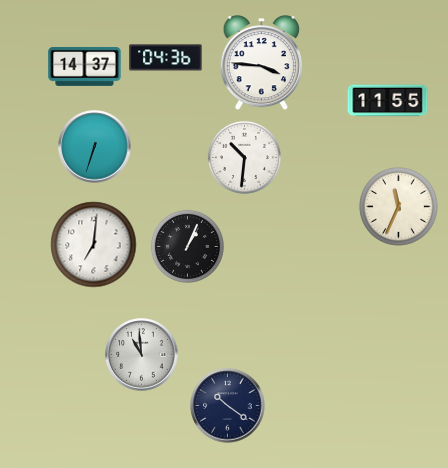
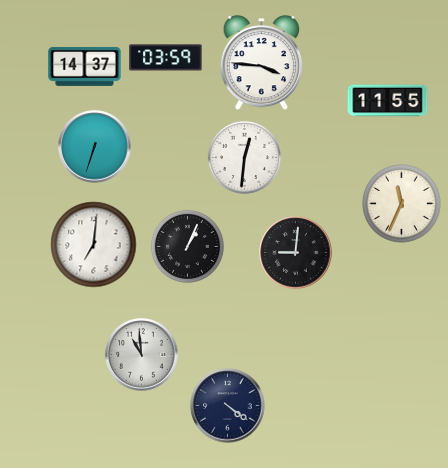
clock at (166, 58): 04:36 -> 03:59
clock at (244, 157): 10:31 -> 12:31
clock at (399, 207) position: (399, 207) -> (402, 204)
clock at (296, 253): none -> 9:01
clock at (228, 406): 10:21 -> 4:21
